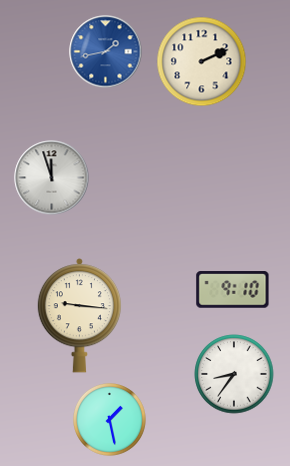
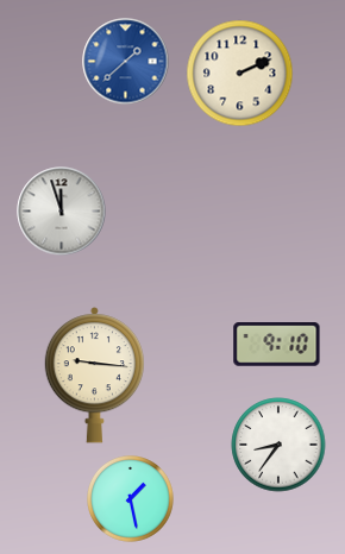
clock at (106, 52): 1:43 -> 1:38
